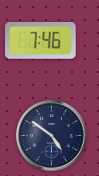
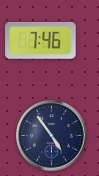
clock at (52, 136): 4:51 -> 4:54
